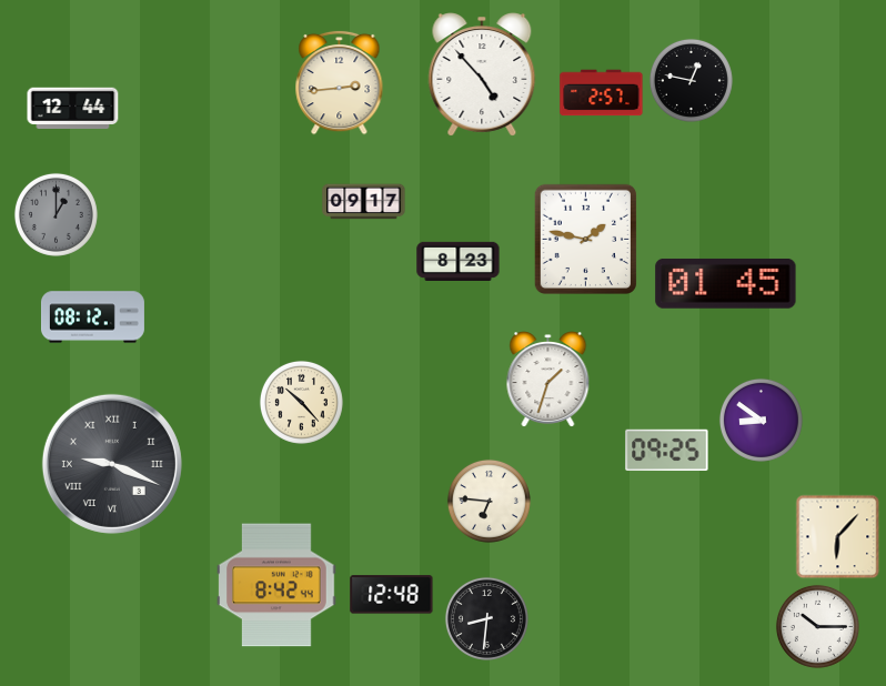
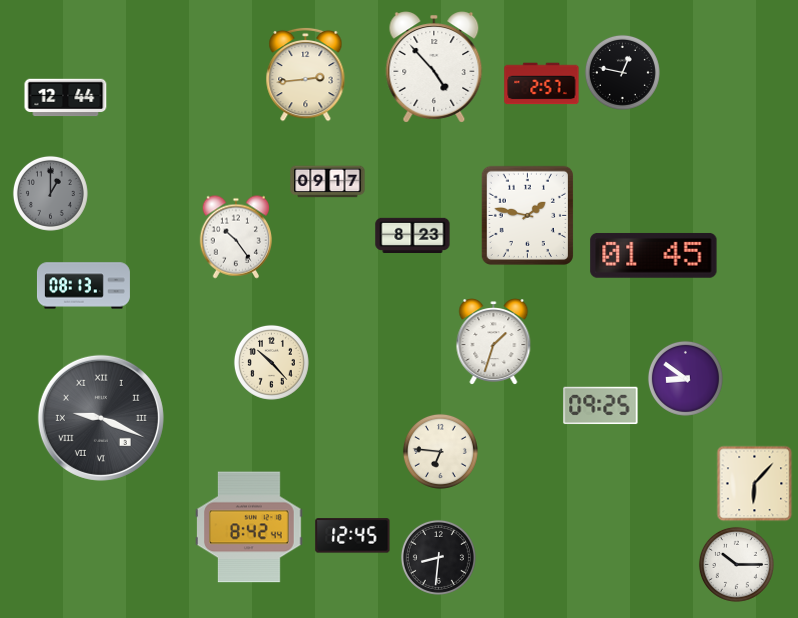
clock at (235, 237): none -> 10:24
clock at (92, 317): 08:12 -> 08:13
clock at (392, 595): 12:48 -> 12:45
